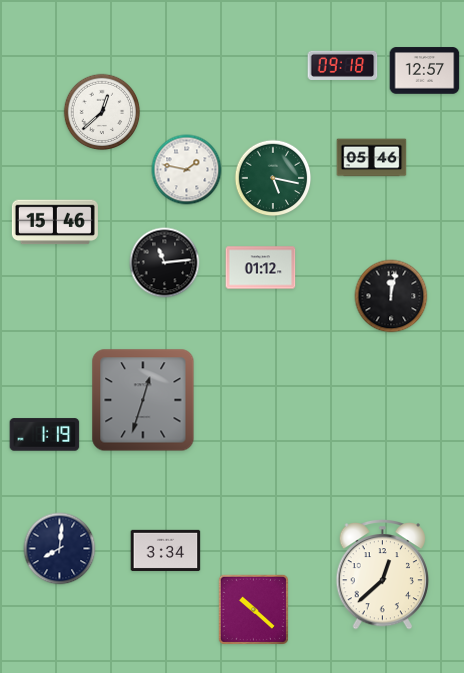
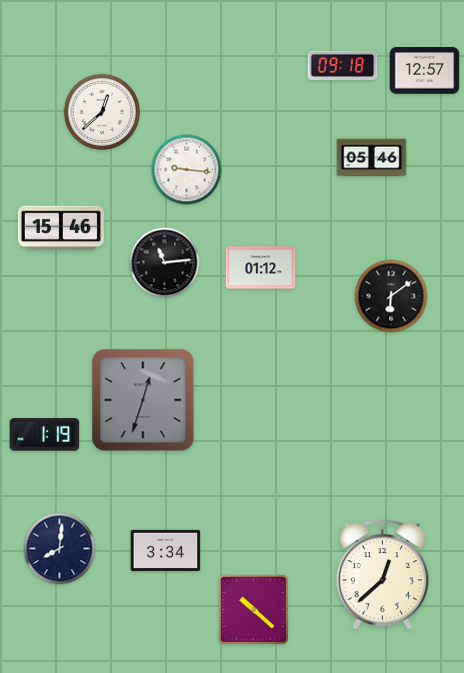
clock at (187, 170): 1:47 -> 9:16
clock at (273, 178): 5:17 -> none
clock at (55, 222) position: (55, 222) -> (61, 228)
clock at (391, 296): 12:02 -> 6:09
